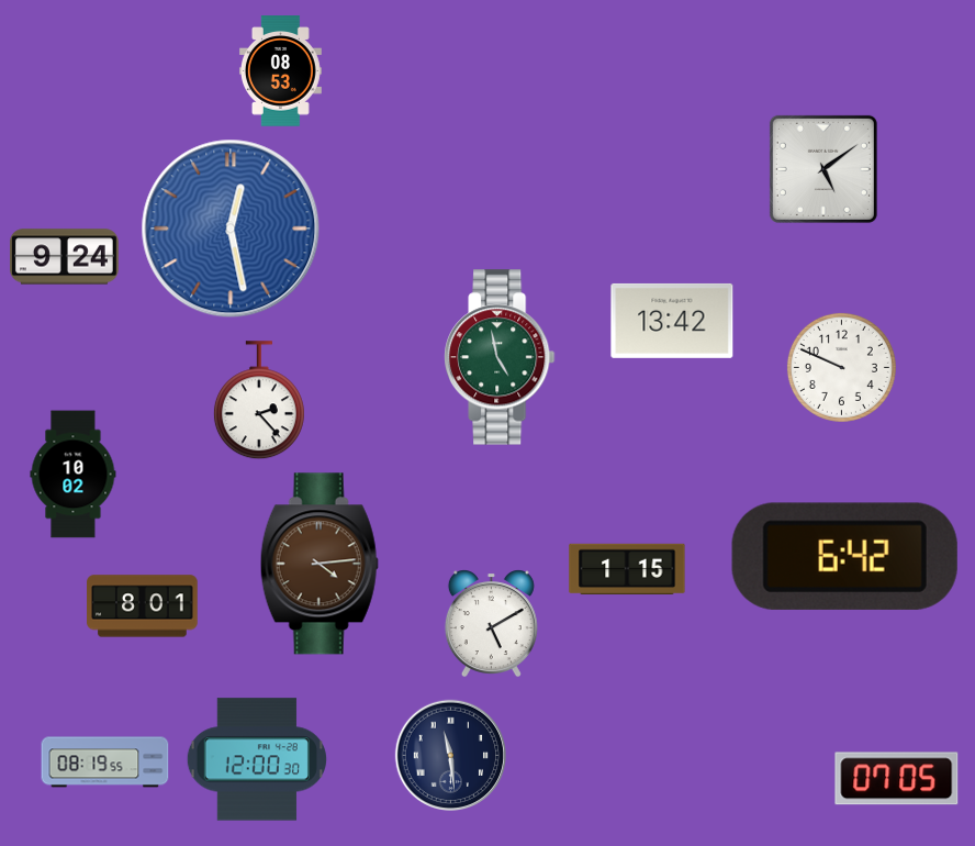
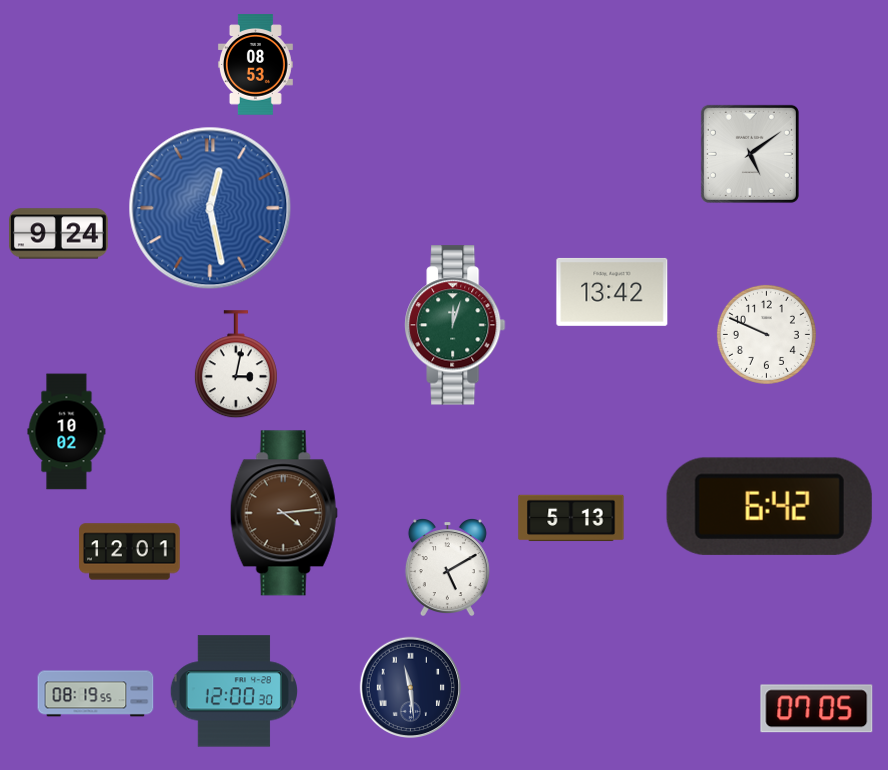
clock at (500, 357): 4:58 -> 12:03
clock at (259, 401): 2:23 -> 3:02
clock at (320, 564) position: (320, 564) -> (284, 513)
clock at (627, 569): 1:15 -> 5:13
clock at (143, 606): 8:01 -> 12:01
